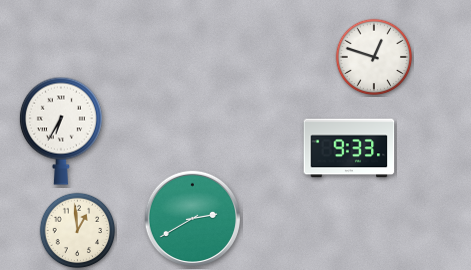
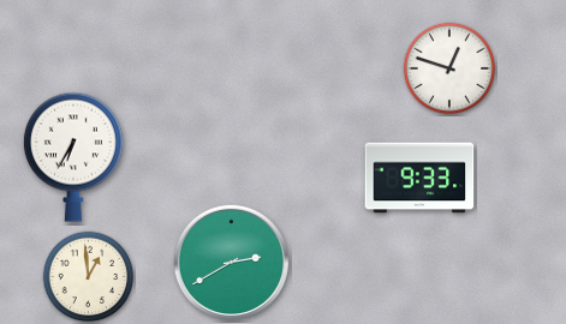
clock at (78, 231) position: (78, 231) -> (89, 277)
